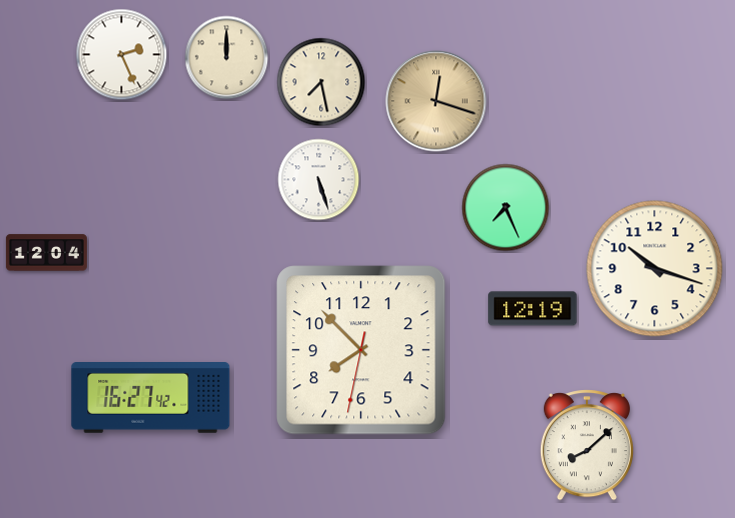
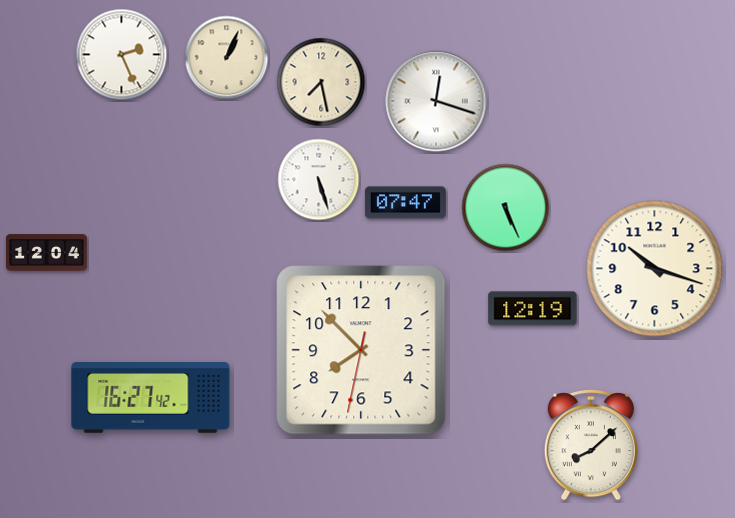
clock at (227, 58): 12:00 -> 1:04
clock at (436, 101) dial: champagne -> white
clock at (405, 203): none -> 07:47
clock at (506, 208): 7:26 -> 5:26
clock at (587, 445) position: (587, 445) -> (591, 445)
